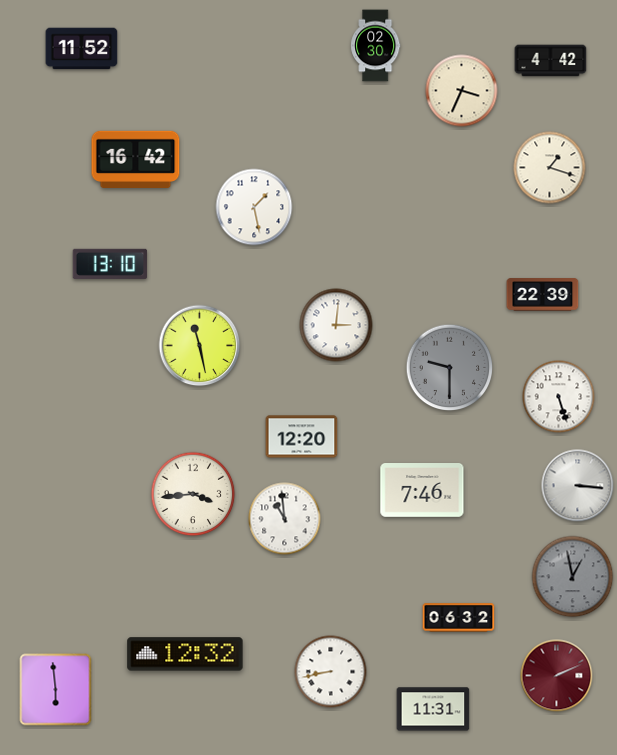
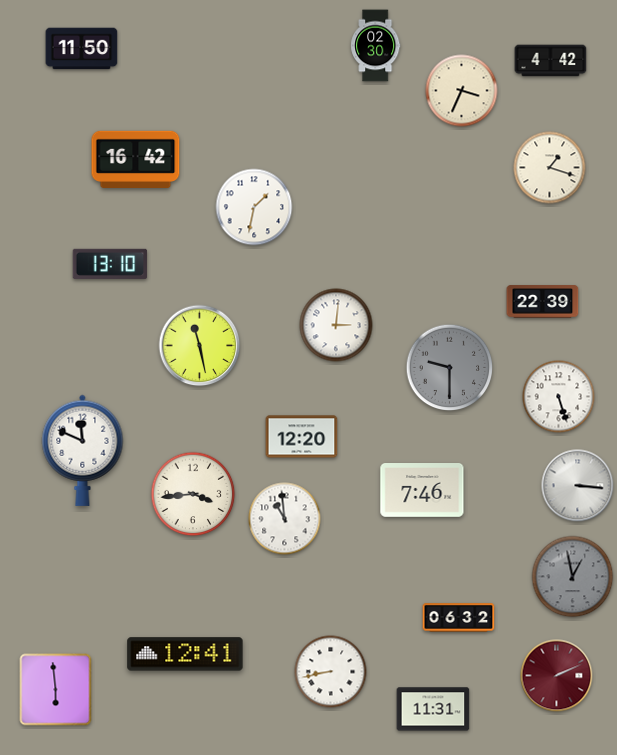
clock at (82, 49): 11:52 -> 11:50
clock at (254, 207): 1:28 -> 1:32
clock at (543, 295) position: (543, 295) -> (543, 302)
clock at (83, 450): none -> 11:49
clock at (185, 654): 12:32 -> 12:41
